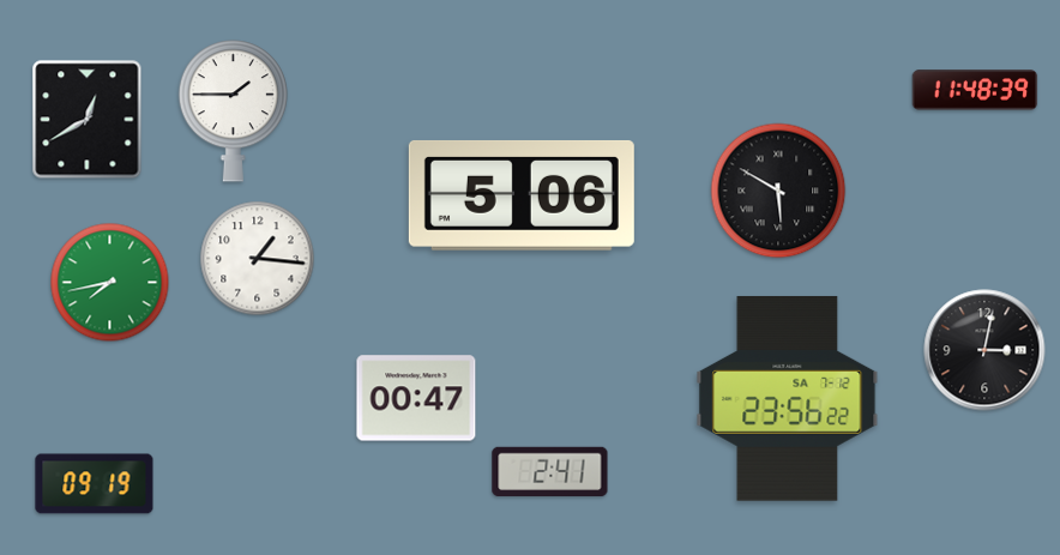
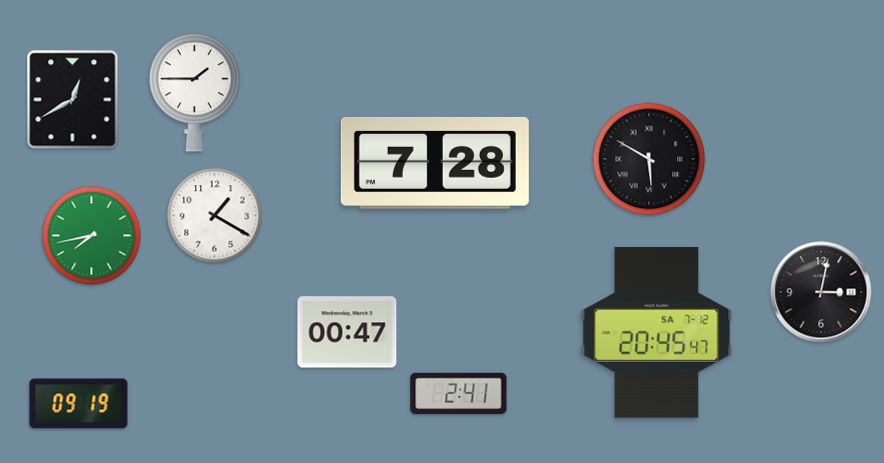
clock at (975, 90): 11:48 -> none
clock at (522, 195): 5:06 -> 7:28
clock at (258, 259): 1:16 -> 1:20
clock at (788, 398): 23:56 -> 20:45
